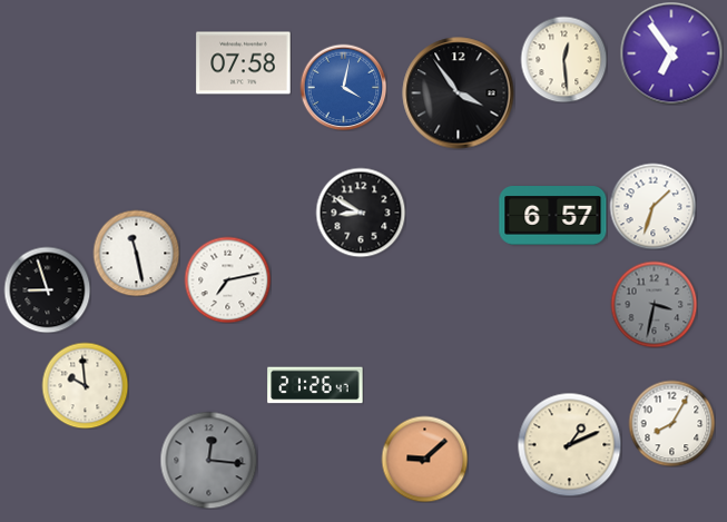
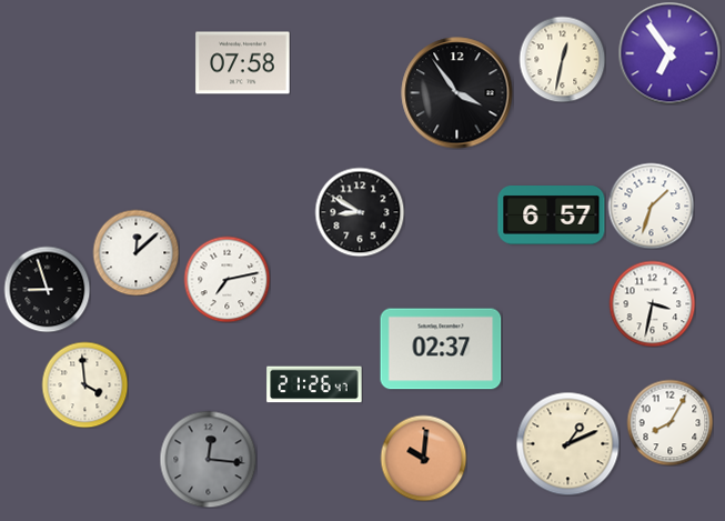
clock at (563, 59): 12:29 -> 12:32
clock at (343, 87): 4:02 -> none
clock at (136, 253): 11:28 -> 12:08
clock at (654, 304) dial: grey -> white
clock at (441, 349): none -> 02:37
clock at (85, 385): 9:59 -> 3:59
clock at (424, 459): 9:08 -> 10:01
